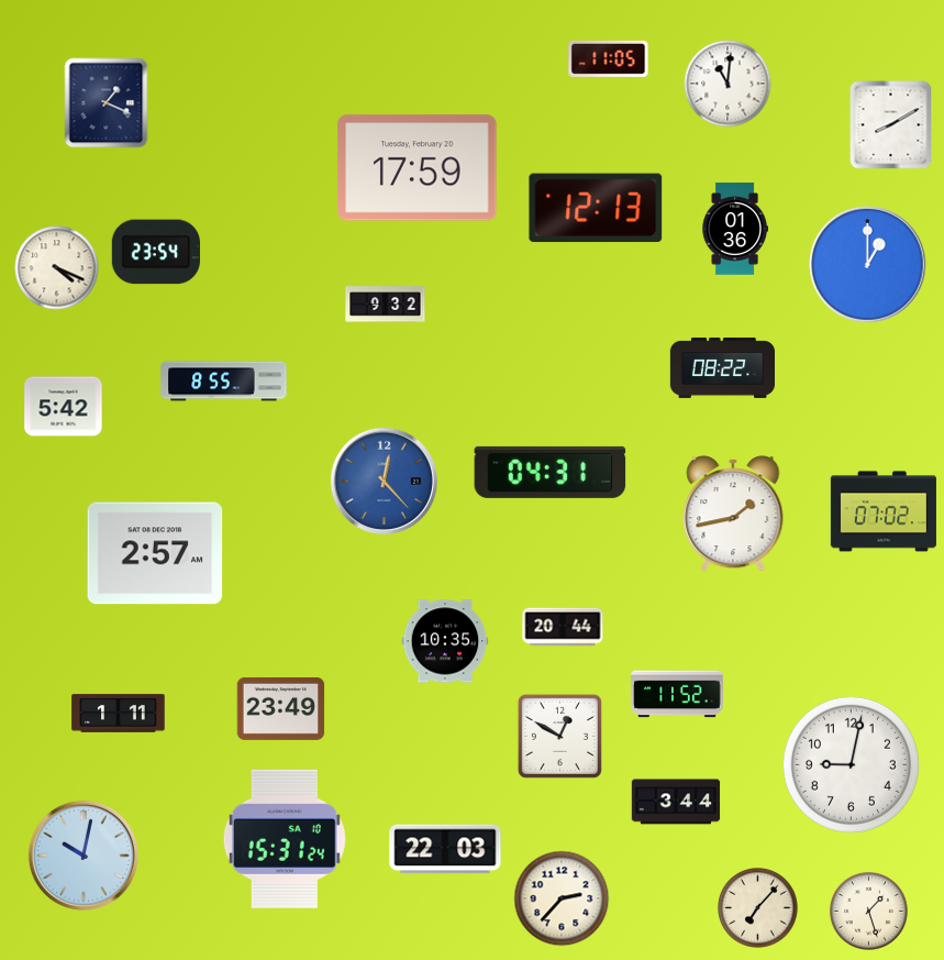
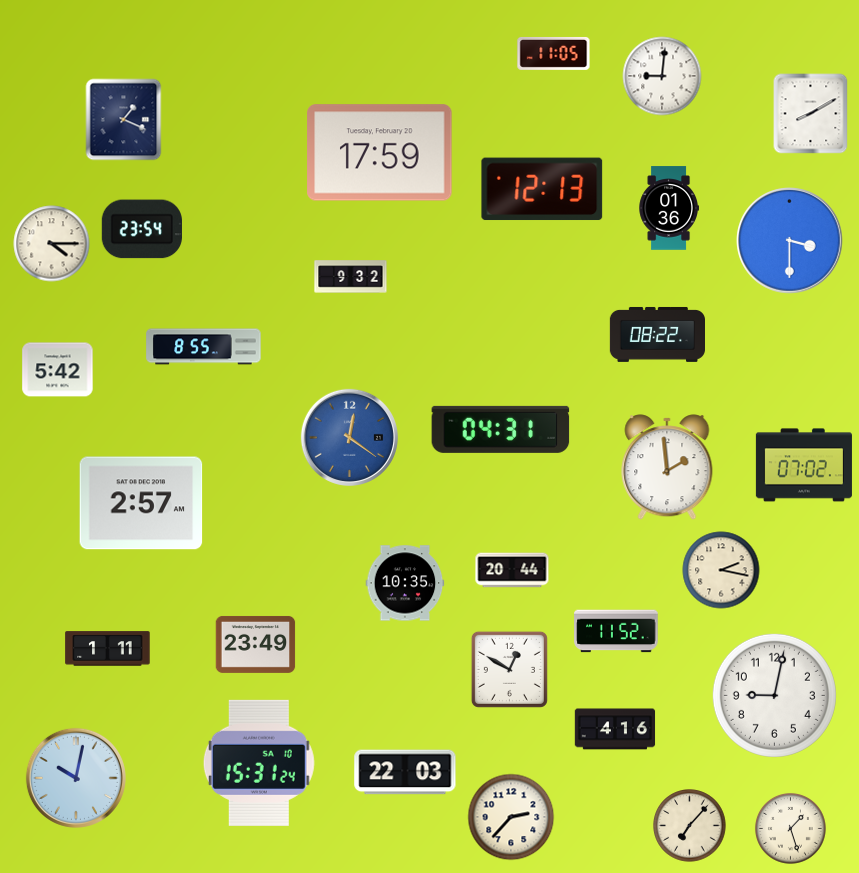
clock at (728, 84): 11:01 -> 9:01
clock at (107, 103) position: (107, 103) -> (124, 120)
clock at (868, 265): 1:00 -> 3:30
clock at (57, 268): 4:19 -> 4:15
clock at (384, 481): 12:23 -> 12:21
clock at (733, 514): 1:43 -> 1:59
clock at (721, 570): none -> 2:17
clock at (676, 802): 3:44 -> 4:16
